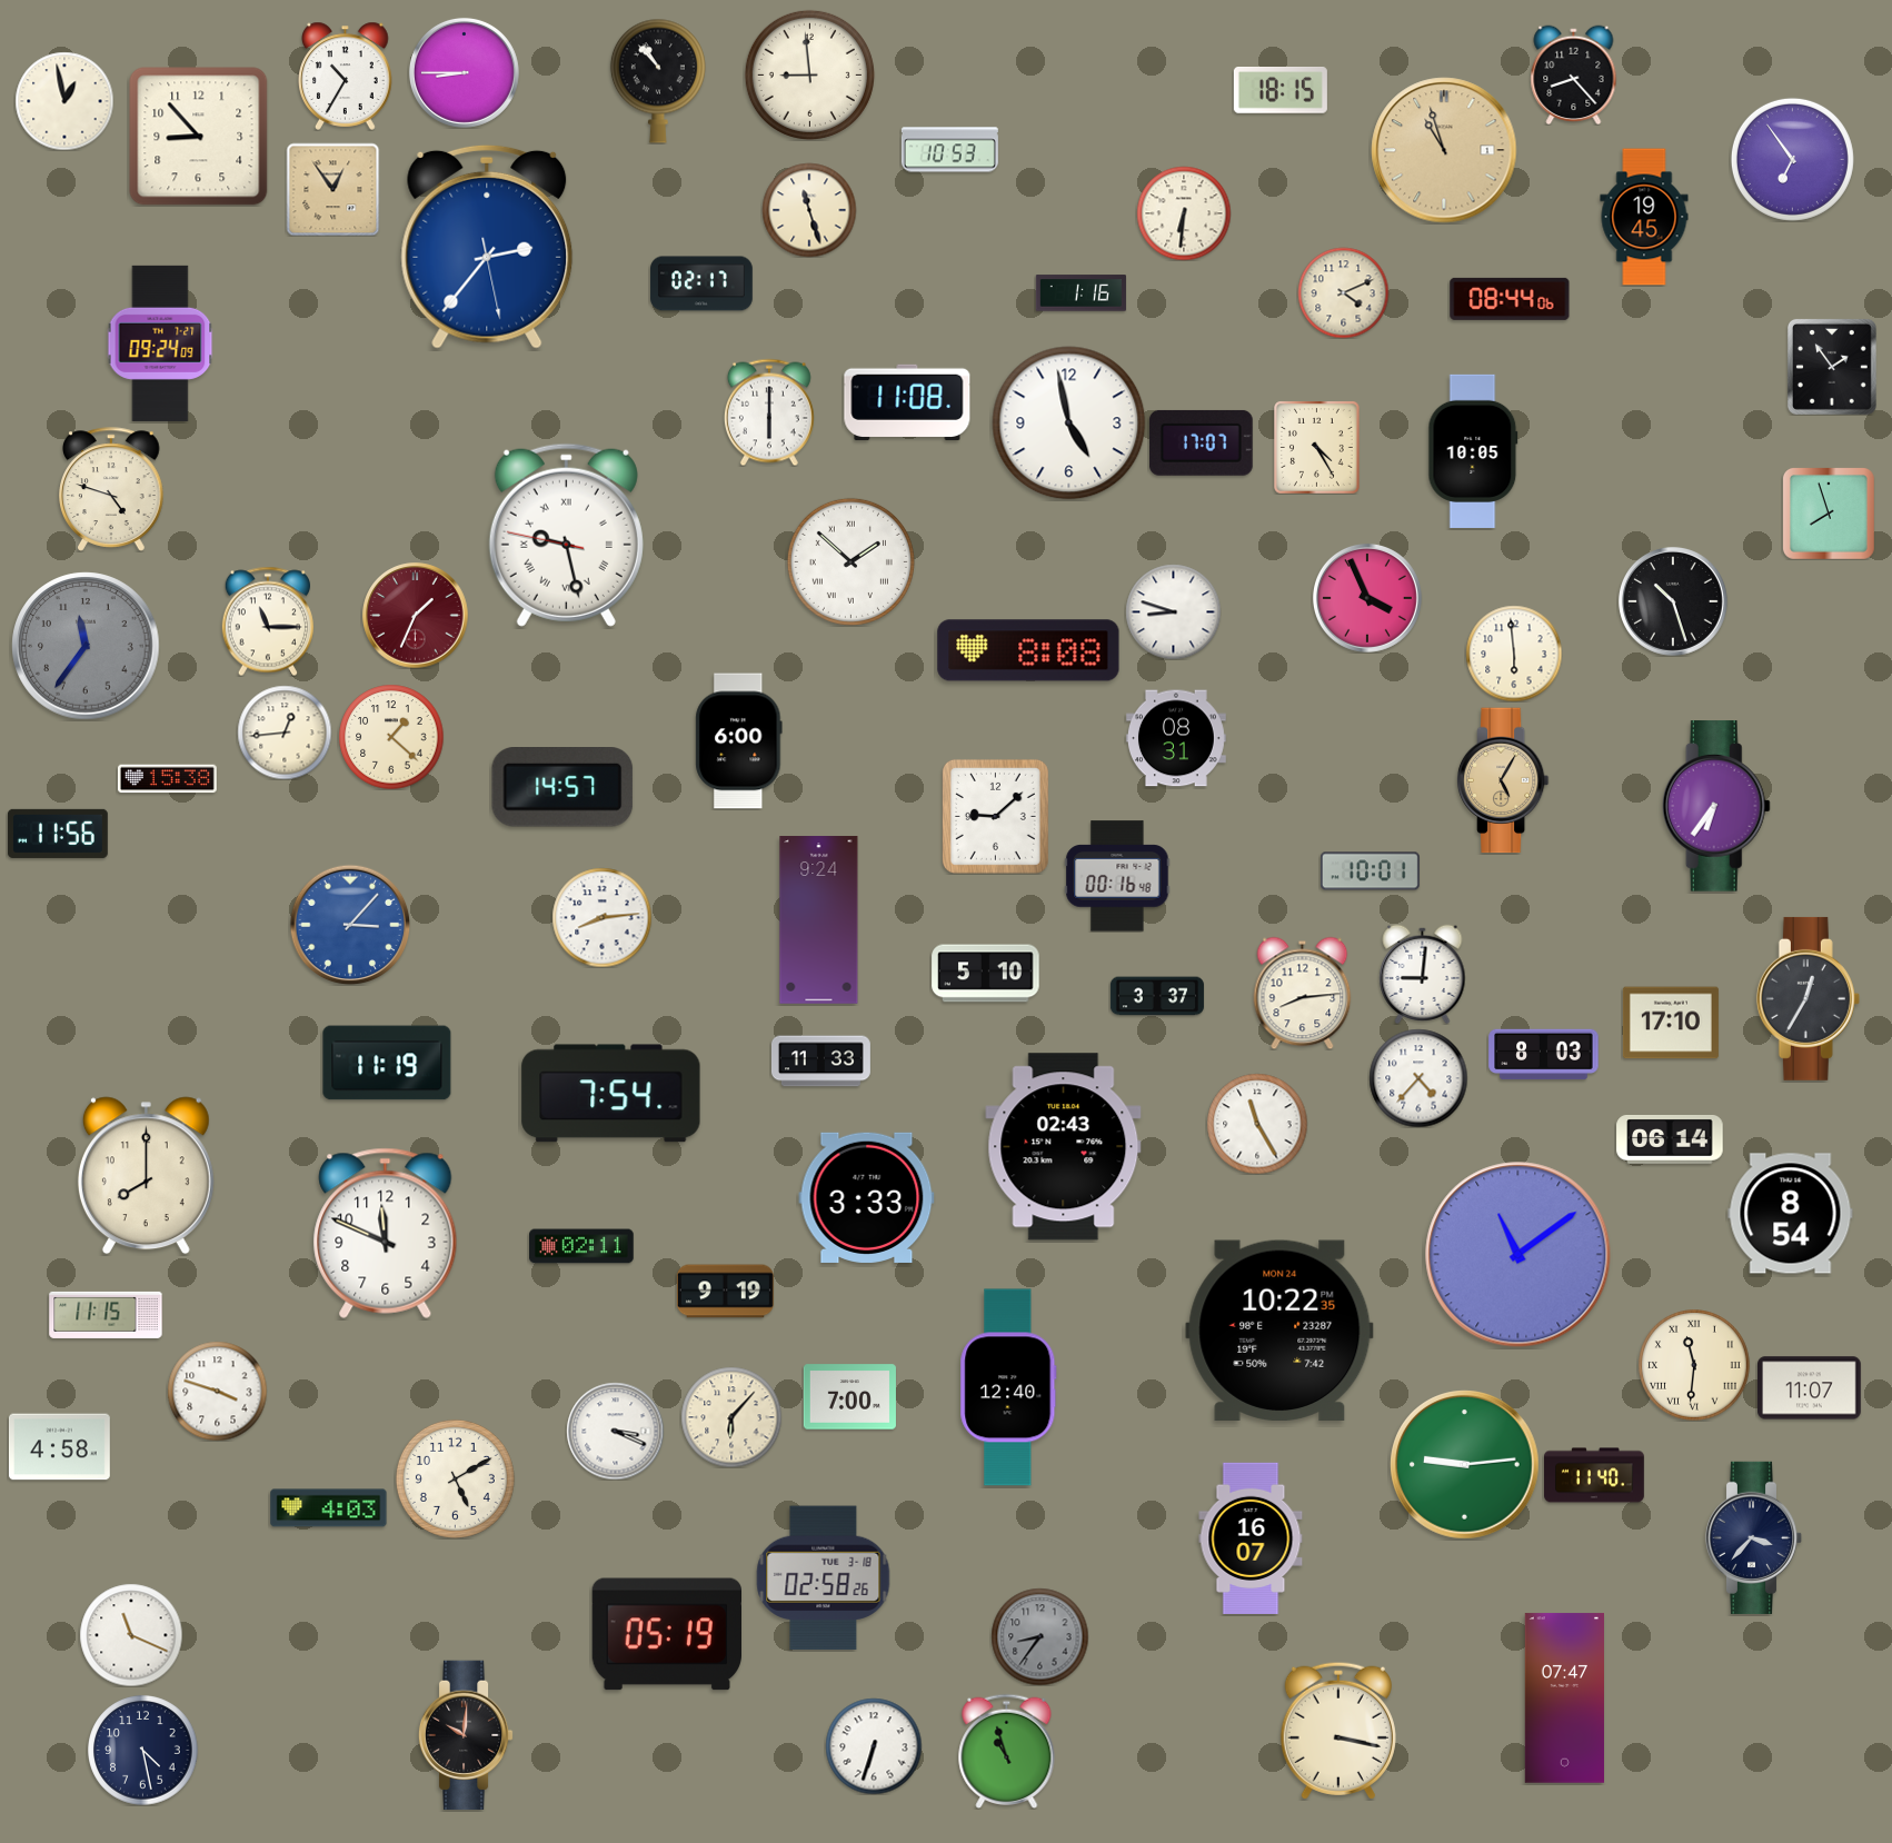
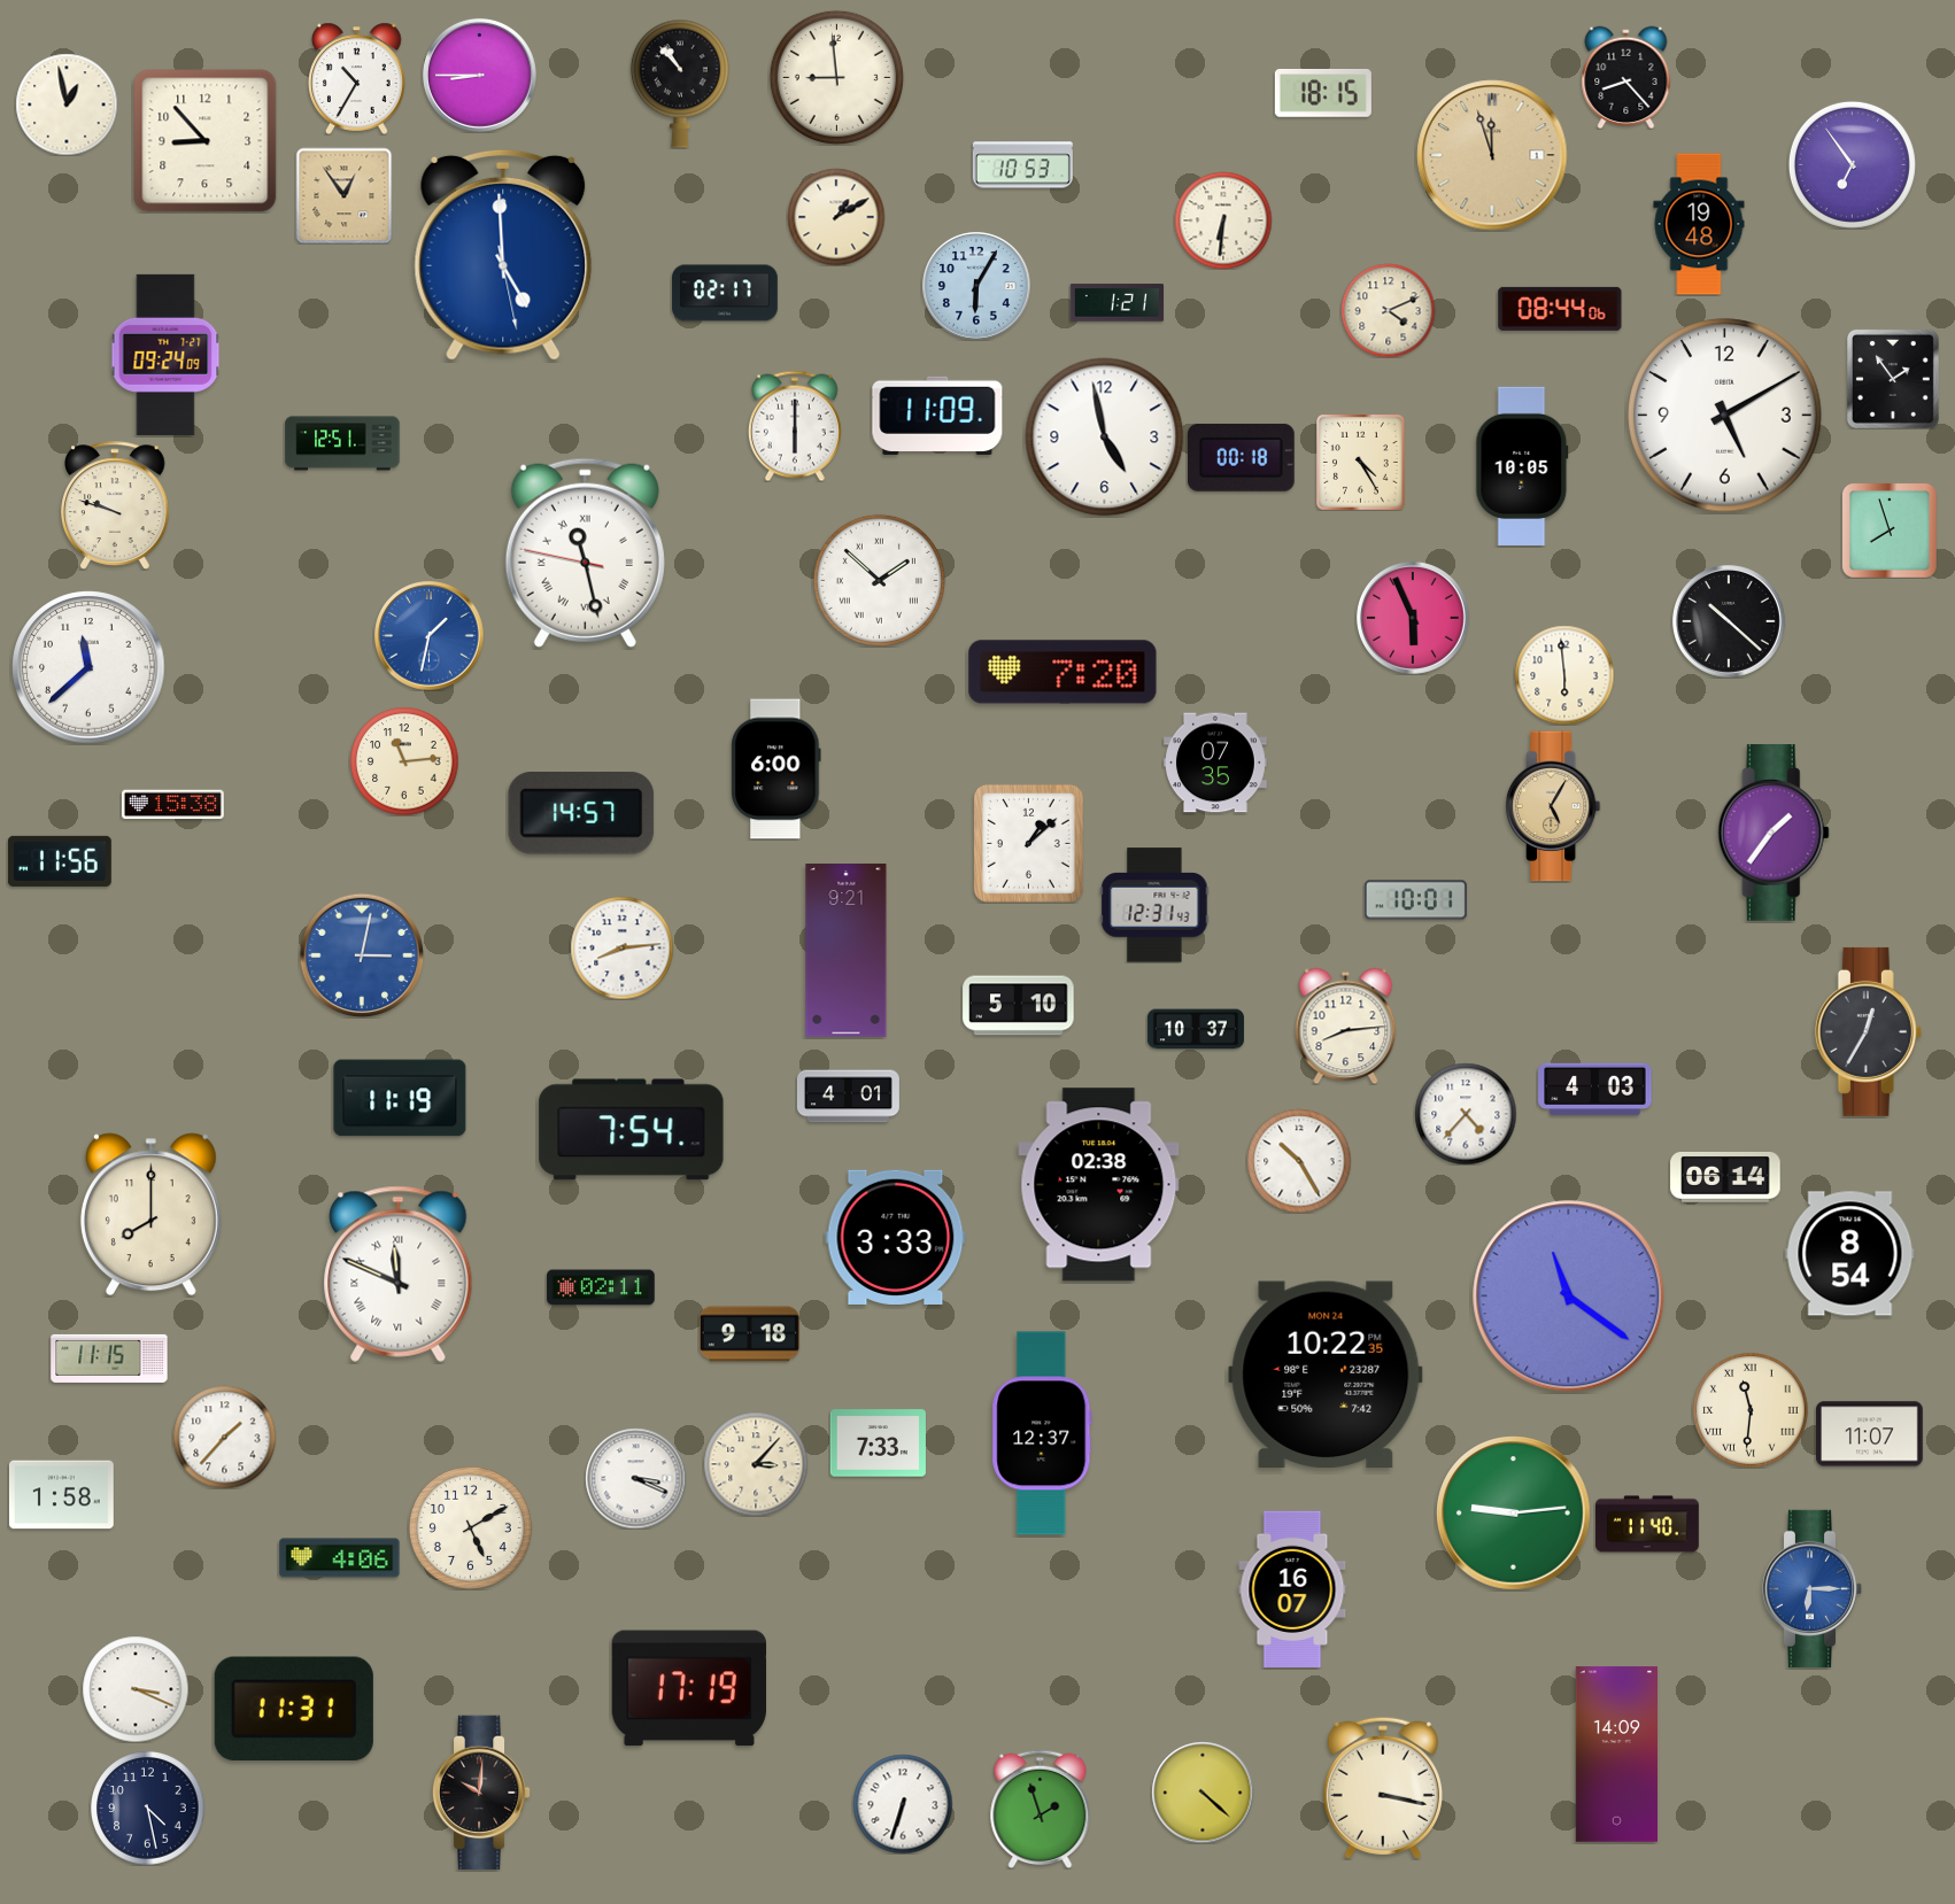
clock at (949, 150) position: (949, 150) -> (1022, 165)
clock at (1444, 150): 10:57 -> 11:57
clock at (809, 210): 11:27 -> 1:10
clock at (1644, 217): 19:45 -> 19:48
clock at (487, 247): 2:36 -> 4:59
clock at (976, 286): none -> 6:05
clock at (1343, 292) position: (1343, 292) -> (1388, 310)
clock at (1081, 293): 1:16 -> 1:21
clock at (907, 402): 11:08 -> 11:09
clock at (1725, 416): none -> 5:10
clock at (342, 443): none -> 12:51
clock at (1201, 442): 17:07 -> 00:18
clock at (111, 489): 4:48 -> 9:48
clock at (566, 535): 9:27 -> 11:27
clock at (1367, 598): 3:56 -> 5:56
clock at (1673, 601): 10:27 -> 10:22
clock at (1173, 611): 8:48 -> none
clock at (416, 616): 1:34 -> 1:32
clock at (416, 616) dial: burgundy -> blue
clock at (268, 621): 11:15 -> none
clock at (86, 646): 11:36 -> 11:38
clock at (86, 646) dial: grey -> white
clock at (1028, 650): 8:08 -> 7:20
clock at (285, 733): 12:44 -> none
clock at (391, 737): 1:22 -> 11:14
clock at (1176, 738): 08:31 -> 07:35
clock at (739, 741) position: (739, 741) -> (776, 769)
clock at (1716, 806): 6:36 -> 1:36
clock at (995, 816): 9:08 -> 1:08
clock at (1117, 876): 00:16 -> 12:31
clock at (819, 920): 9:24 -> 9:21
clock at (350, 925): 3:07 -> 3:02
clock at (1423, 974): 9:01 -> none
clock at (1157, 996): 3:37 -> 10:37
clock at (1671, 1023): 17:10 -> none
clock at (1544, 1055): 8:03 -> 4:03
clock at (820, 1062): 11:33 -> 4:01
clock at (1257, 1124): 11:25 -> 10:25
clock at (1064, 1147): 02:43 -> 02:38
clock at (386, 1233) numerals: Arabic -> Roman
clock at (1518, 1255): 11:09 -> 11:21
clock at (725, 1292): 9:19 -> 9:18
clock at (1279, 1329) position: (1279, 1329) -> (1326, 1373)
clock at (1008, 1387): 12:40 -> 12:37
clock at (217, 1391): 3:48 -> 1:37
clock at (849, 1397): 7:00 -> 7:33
clock at (731, 1417): 6:07 -> 3:07
clock at (60, 1447): 4:58 -> 1:58
clock at (329, 1508): 4:03 -> 4:06
clock at (1754, 1537): 3:37 -> 6:15
clock at (1754, 1537) dial: navy -> blue
clock at (824, 1578): 02:58 -> none
clock at (666, 1634): 05:19 -> 17:19
clock at (131, 1635): 11:19 -> 3:19
clock at (1039, 1636): 8:36 -> none
clock at (294, 1709): none -> 11:31
clock at (1564, 1698): 07:47 -> 14:09
clock at (1203, 1793): none -> 4:22
clock at (1007, 1751): 10:57 -> 1:57
